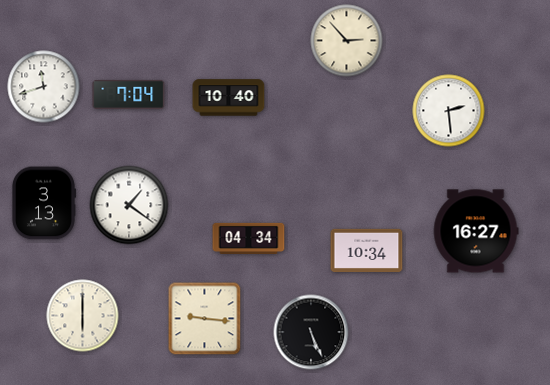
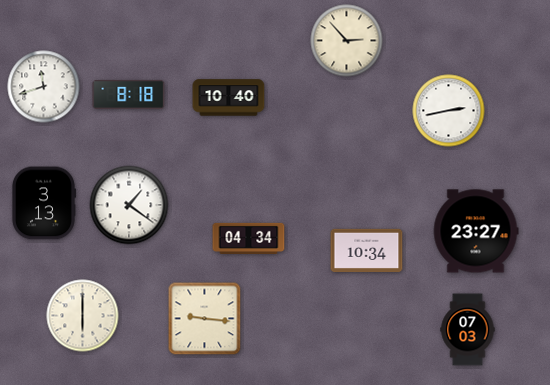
clock at (129, 94): 7:04 -> 8:18
clock at (449, 111): 2:29 -> 2:43
clock at (476, 231): 16:27 -> 23:27
clock at (468, 330): none -> 07:03
clock at (311, 332): 5:26 -> none
